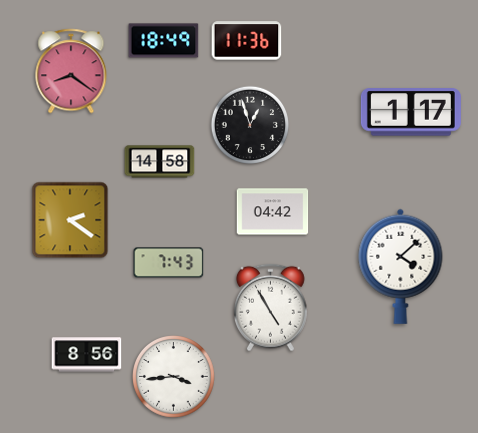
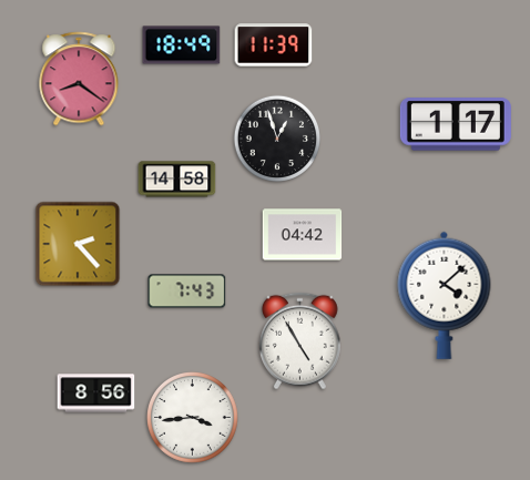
clock at (247, 41): 11:36 -> 11:39
clock at (70, 220): 2:21 -> 2:23
